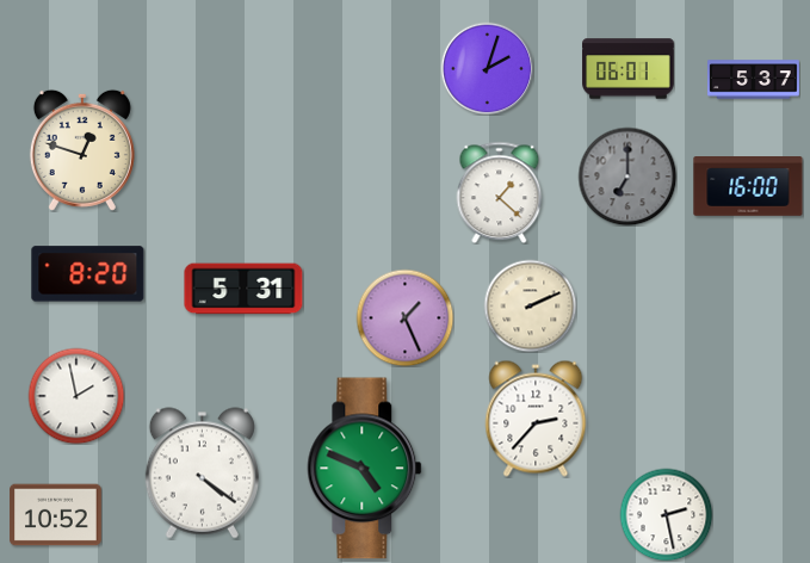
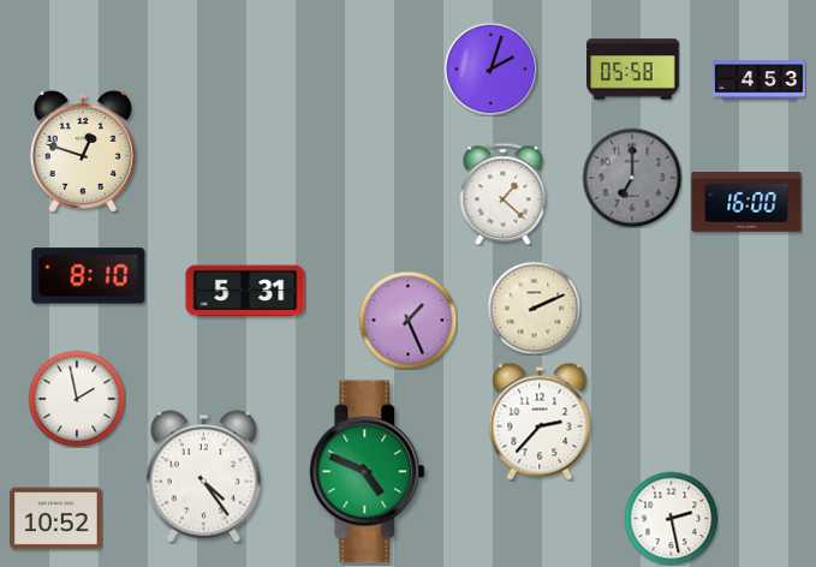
clock at (629, 69): 06:01 -> 05:58
clock at (754, 80): 5:37 -> 4:53
clock at (748, 187) position: (748, 187) -> (746, 203)
clock at (88, 274): 8:20 -> 8:10
clock at (202, 474): 4:21 -> 4:24
